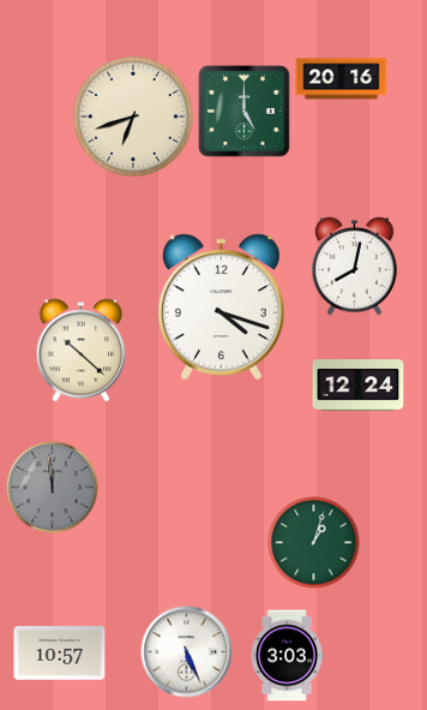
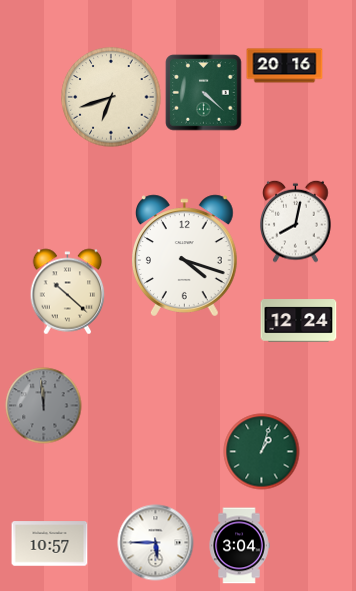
clock at (245, 112): 5:00 -> 4:22
clock at (187, 652): 5:26 -> 5:45
clock at (287, 656): 3:03 -> 3:04
